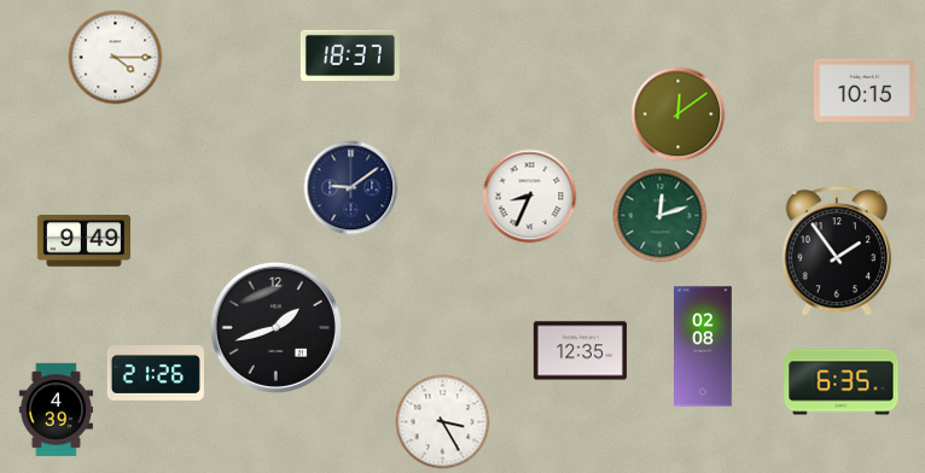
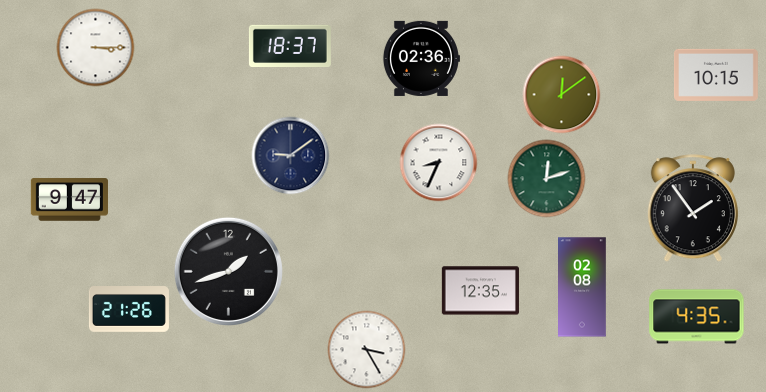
clock at (115, 57): 4:15 -> 3:15
clock at (421, 58): none -> 02:36
clock at (83, 241): 9:49 -> 9:47
clock at (842, 383): 6:35 -> 4:35
clock at (56, 409): 4:39 -> none
